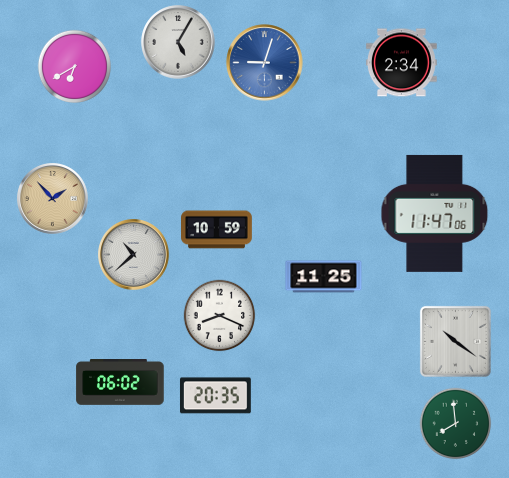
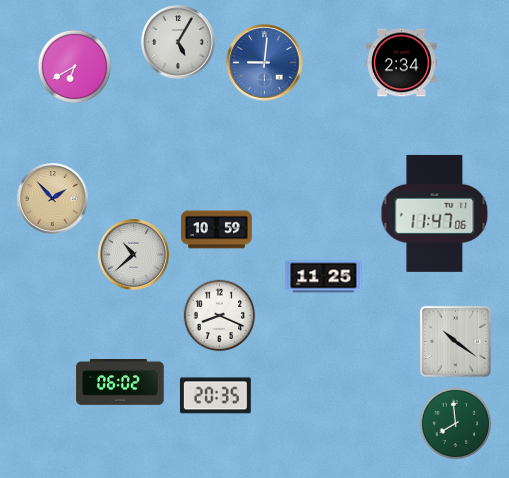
clock at (265, 63): 9:03 -> 9:01
